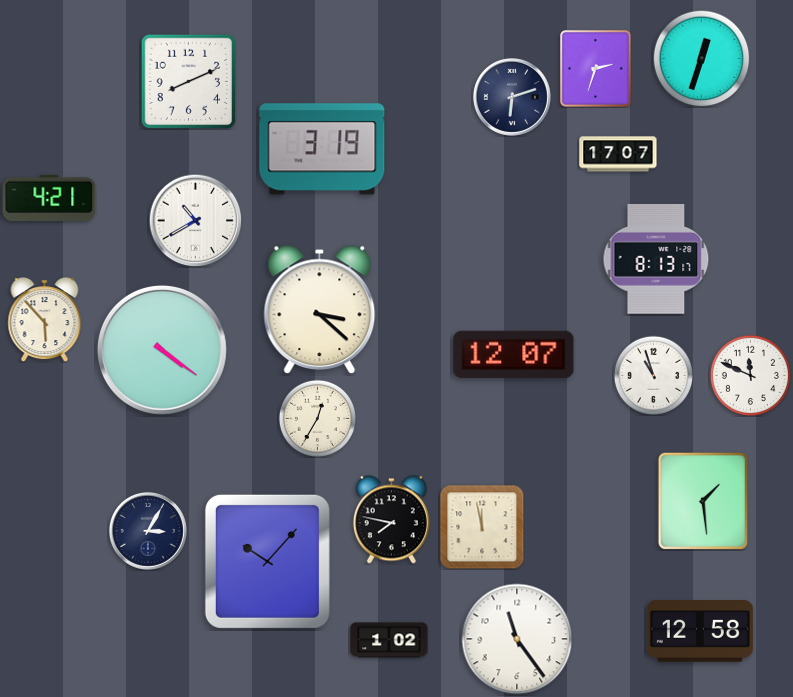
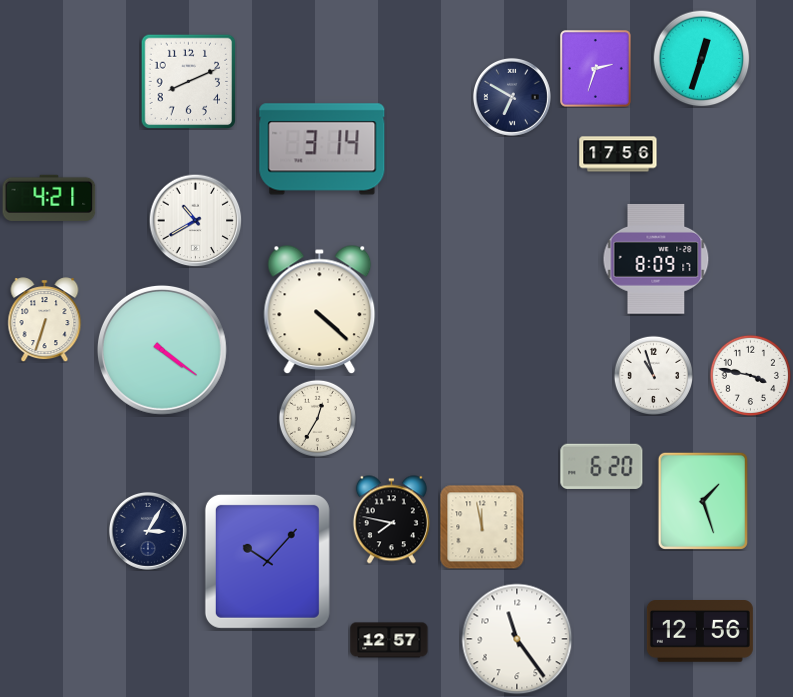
clock at (512, 97): 6:12 -> 6:50
clock at (322, 149): 3:19 -> 3:14
clock at (618, 154): 17:07 -> 17:56
clock at (656, 259): 8:13 -> 8:09
clock at (320, 310): 3:22 -> 4:22
clock at (45, 320): 5:53 -> 6:33
clock at (514, 354): 12:07 -> none
clock at (750, 375): 11:49 -> 3:47
clock at (602, 466): none -> 6:20
clock at (703, 501): 1:29 -> 1:27
clock at (700, 632): 12:58 -> 12:56
clock at (389, 640): 1:02 -> 12:57
